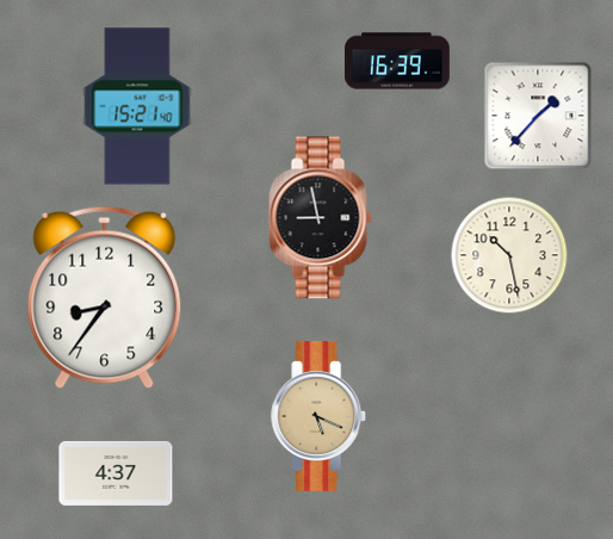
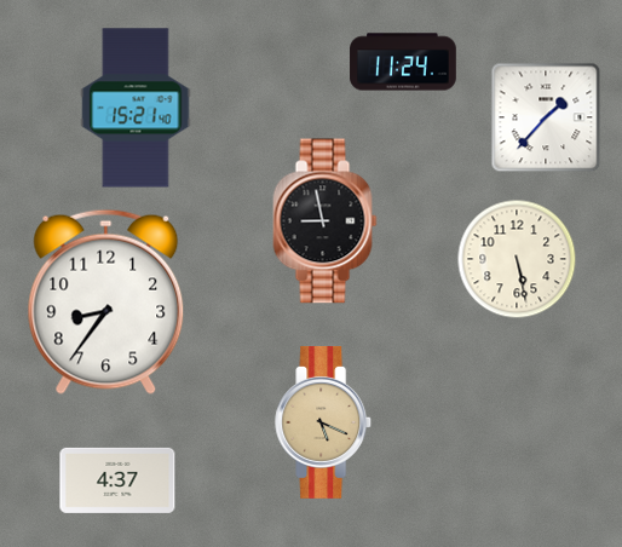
clock at (397, 61): 16:39 -> 11:24
clock at (137, 106) position: (137, 106) -> (136, 108)
clock at (509, 255): 10:28 -> 5:28
